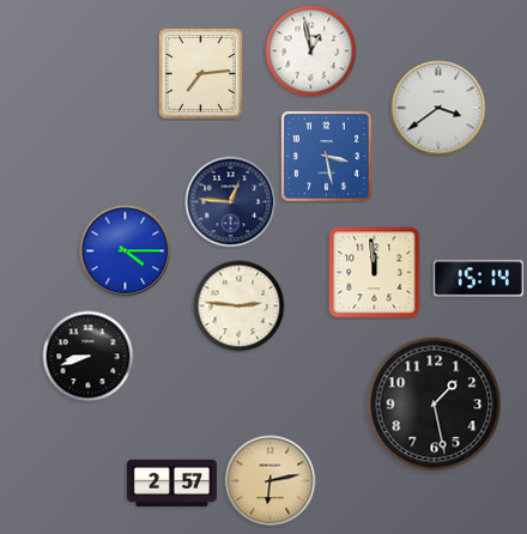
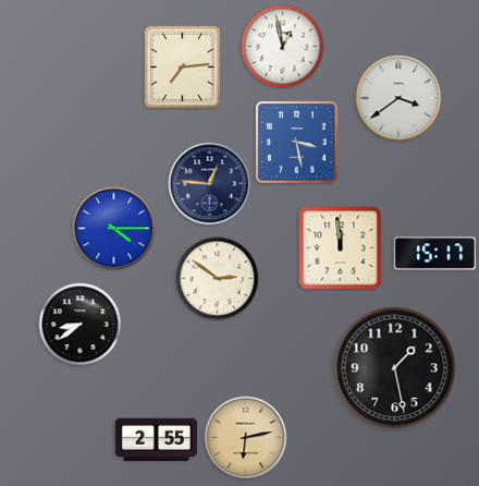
clock at (478, 279): 15:14 -> 15:17
clock at (240, 307): 2:46 -> 2:51
clock at (89, 357): 8:42 -> 8:39
clock at (171, 484): 2:57 -> 2:55
